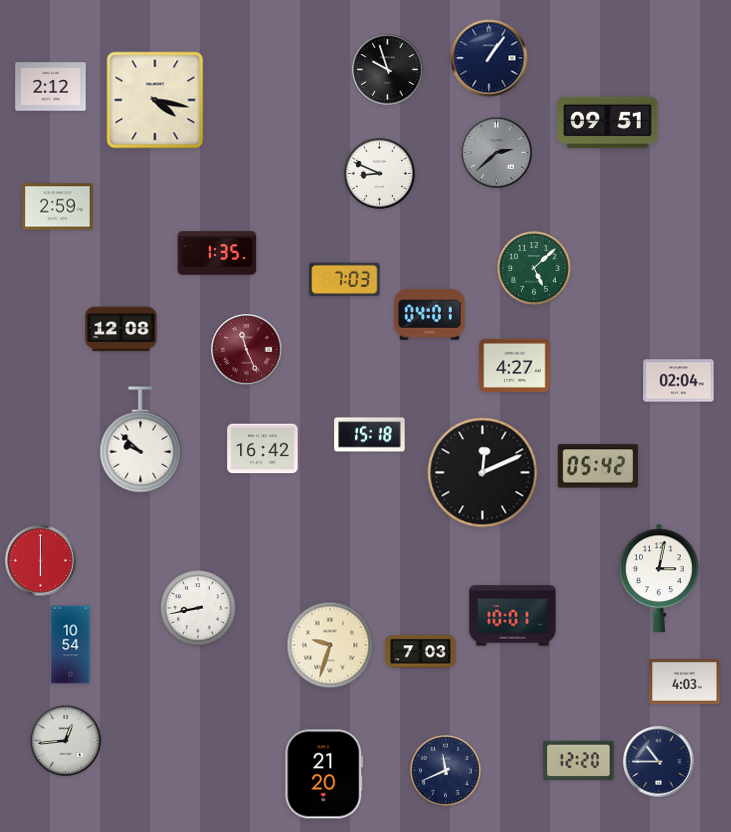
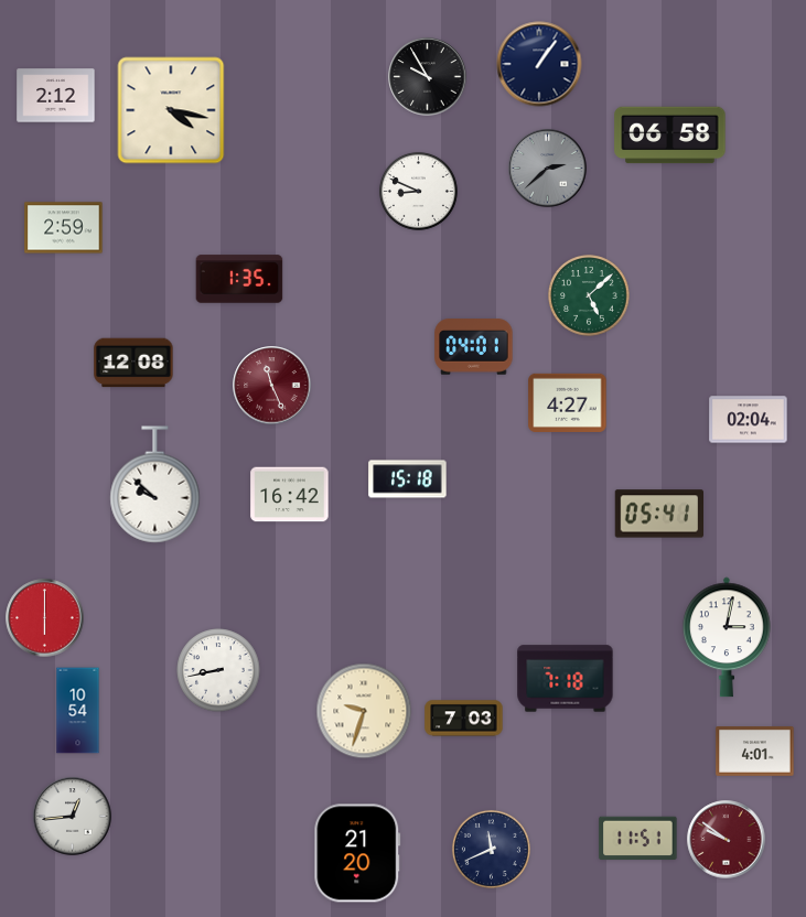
clock at (388, 70): 9:57 -> 9:55
clock at (608, 123): 09:51 -> 06:58
clock at (345, 280): 7:03 -> none
clock at (597, 466): 05:42 -> 05:41
clock at (483, 473): 12:11 -> none
clock at (513, 616): 10:01 -> 7:18
clock at (685, 682): 4:03 -> 4:01
clock at (579, 761): 12:20 -> 11:51
clock at (659, 762): 10:45 -> 9:51
clock at (659, 762) dial: navy -> burgundy
